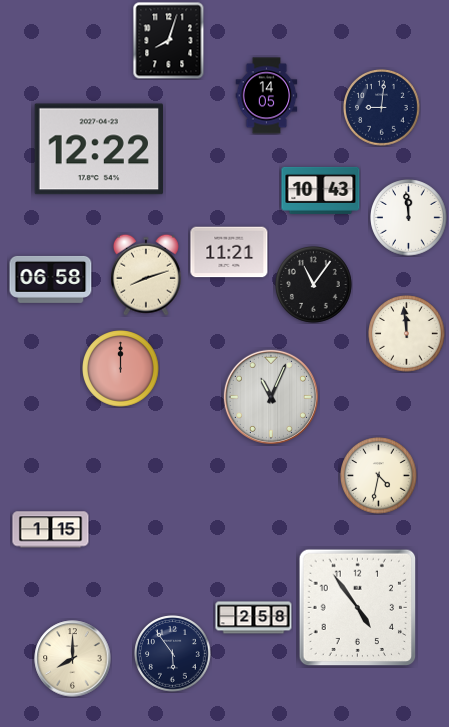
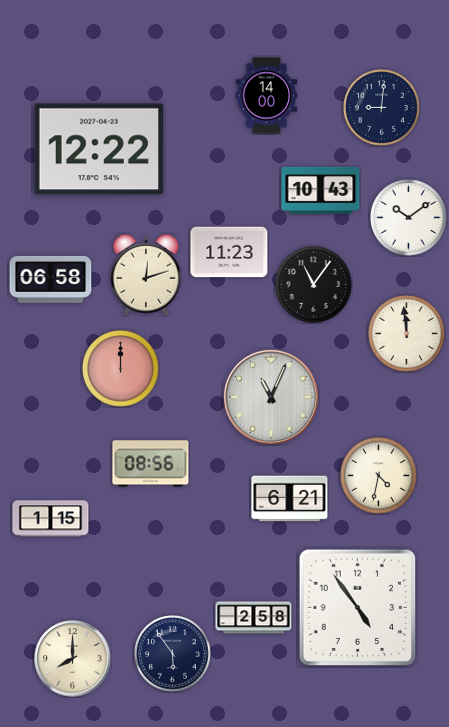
clock at (169, 40): 8:03 -> none
clock at (267, 96): 14:05 -> 14:00
clock at (409, 218): 11:59 -> 10:09
clock at (229, 252): 11:21 -> 11:23
clock at (146, 275): 8:12 -> 12:12
clock at (151, 464): none -> 08:56
clock at (290, 499): none -> 6:21
clock at (51, 530) position: (51, 530) -> (51, 519)
